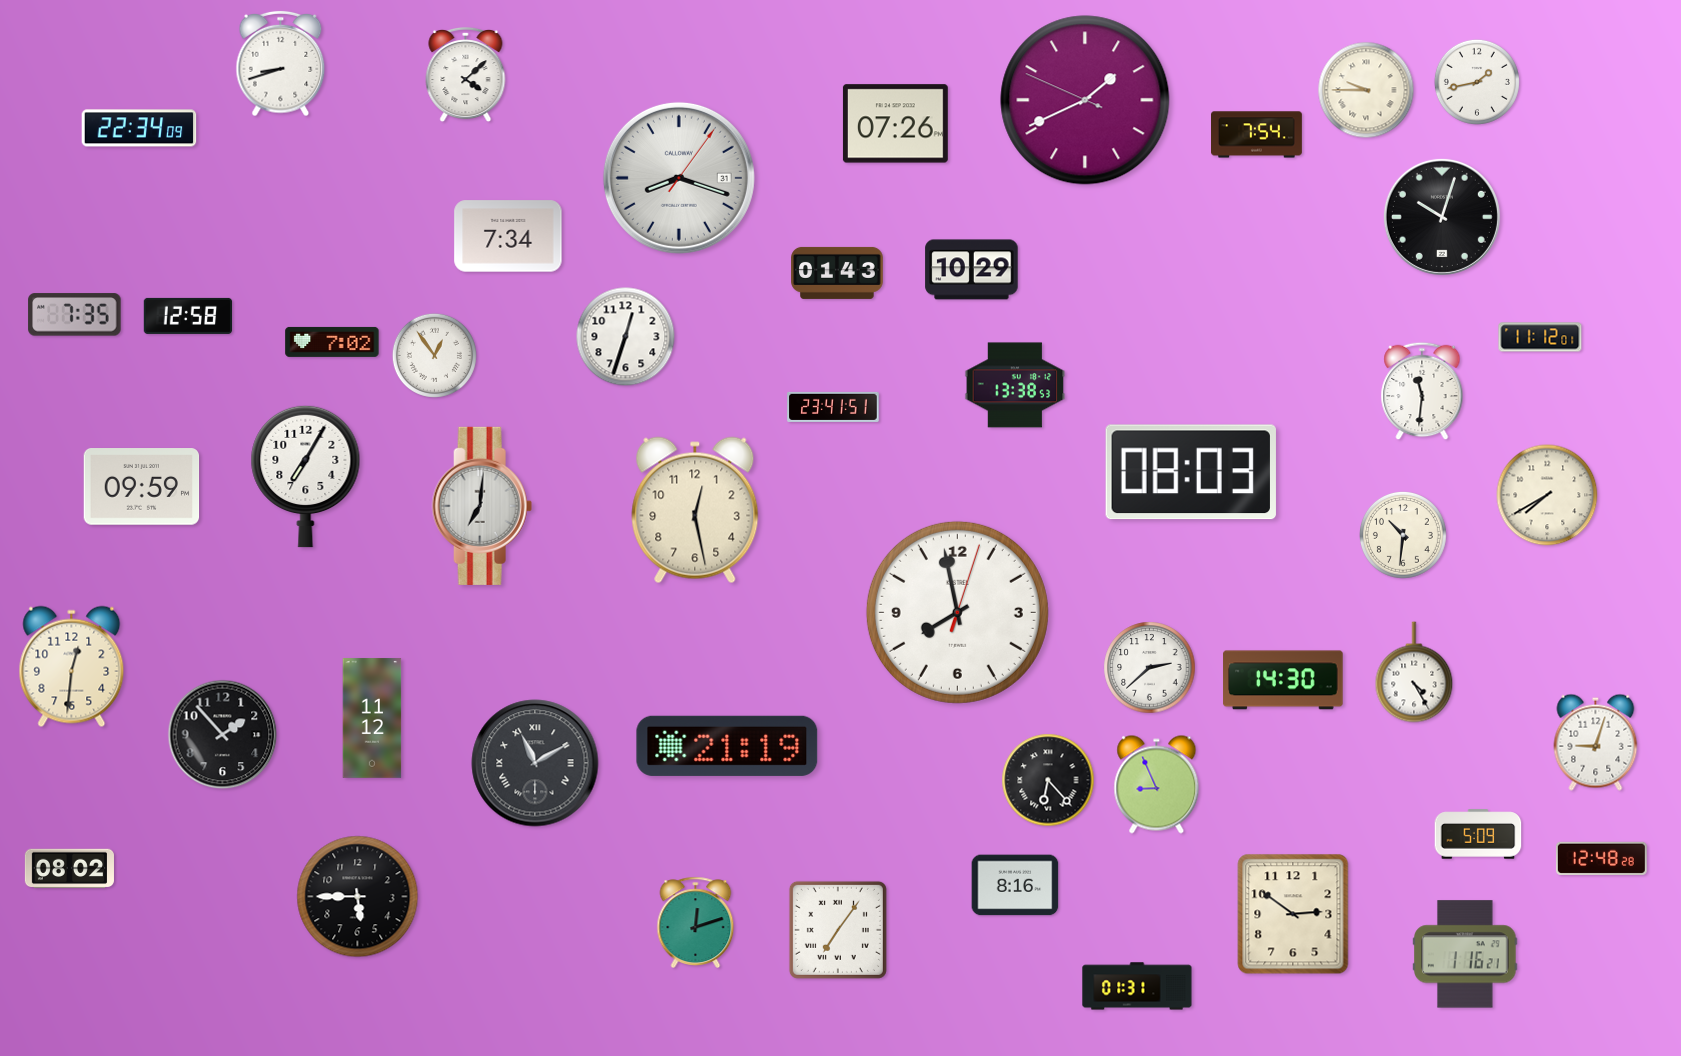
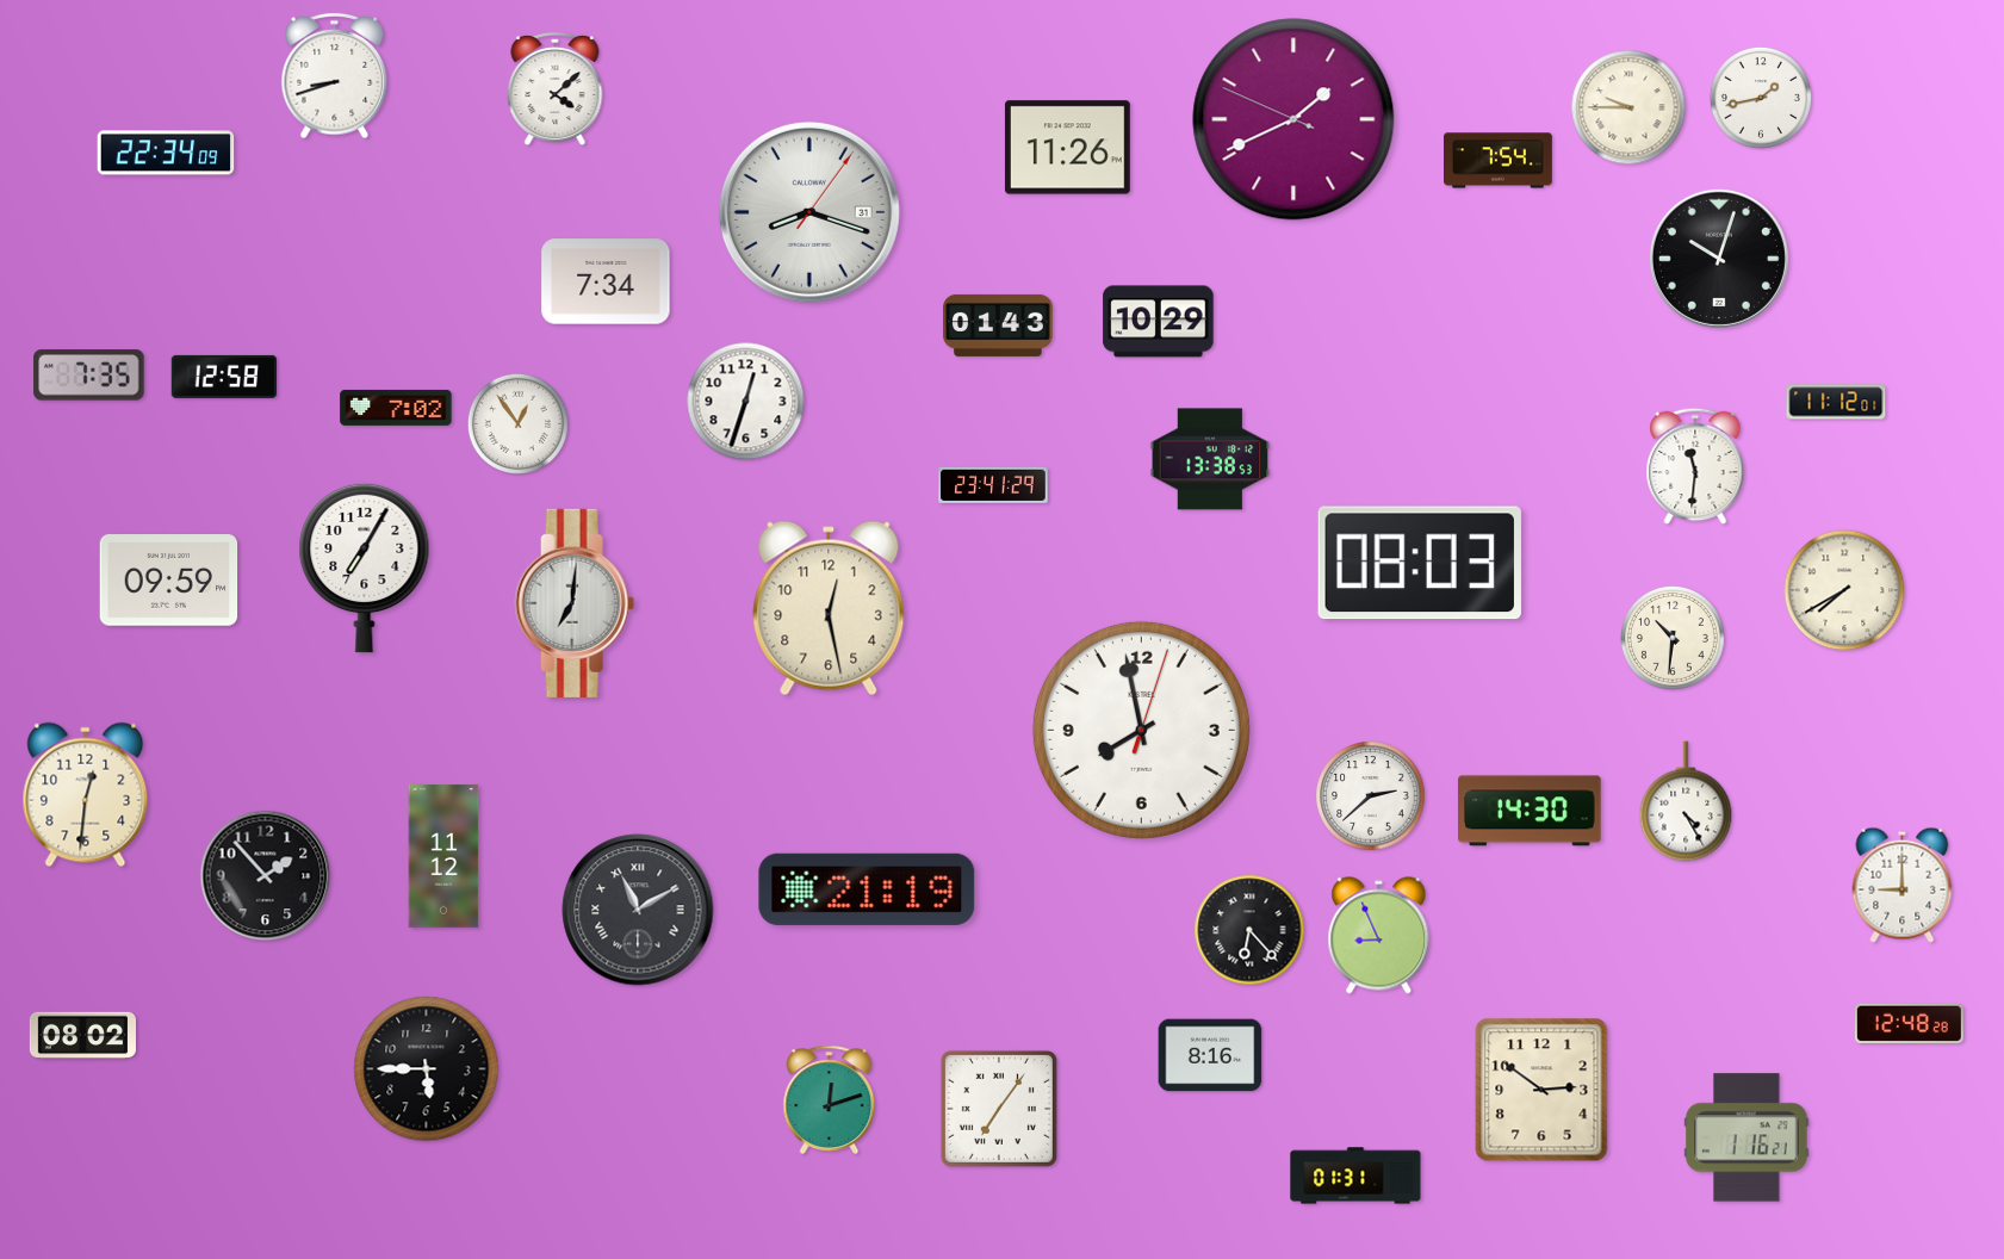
clock at (895, 124): 07:26 -> 11:26
clock at (833, 407): 23:41:51 -> 23:41:29
clock at (1596, 742): 9:03 -> 9:00
clock at (1478, 834): 5:09 -> none
